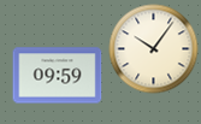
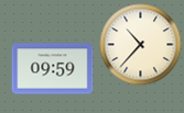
clock at (154, 49): 10:06 -> 10:37
